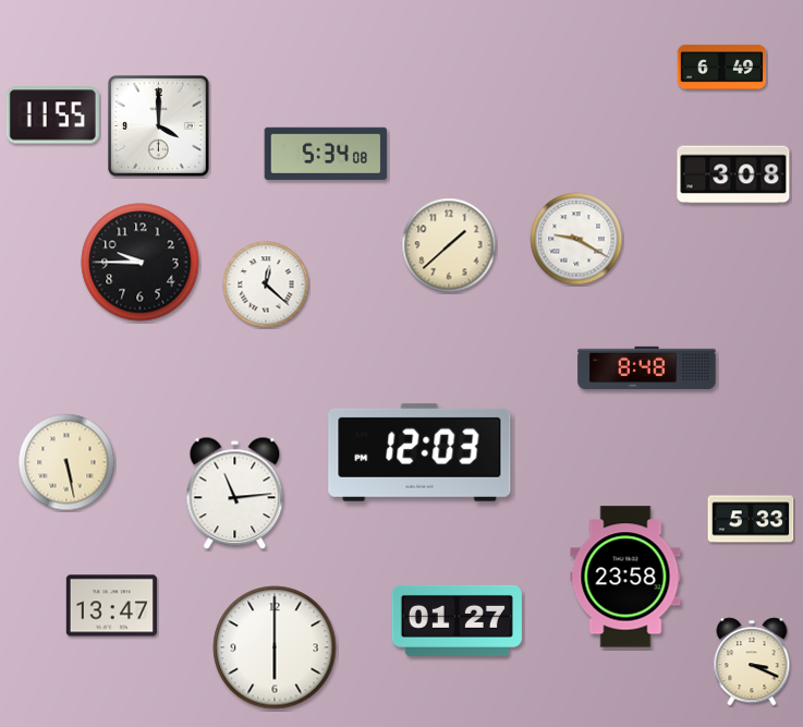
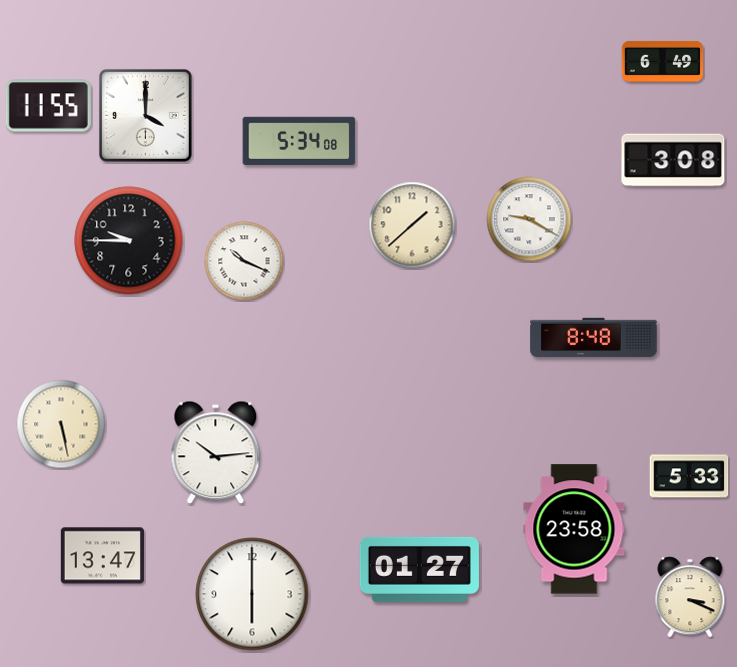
clock at (266, 284): 12:22 -> 10:19
clock at (419, 452): 12:03 -> none
clock at (235, 494): 11:14 -> 10:14
clock at (752, 662) position: (752, 662) -> (690, 597)
